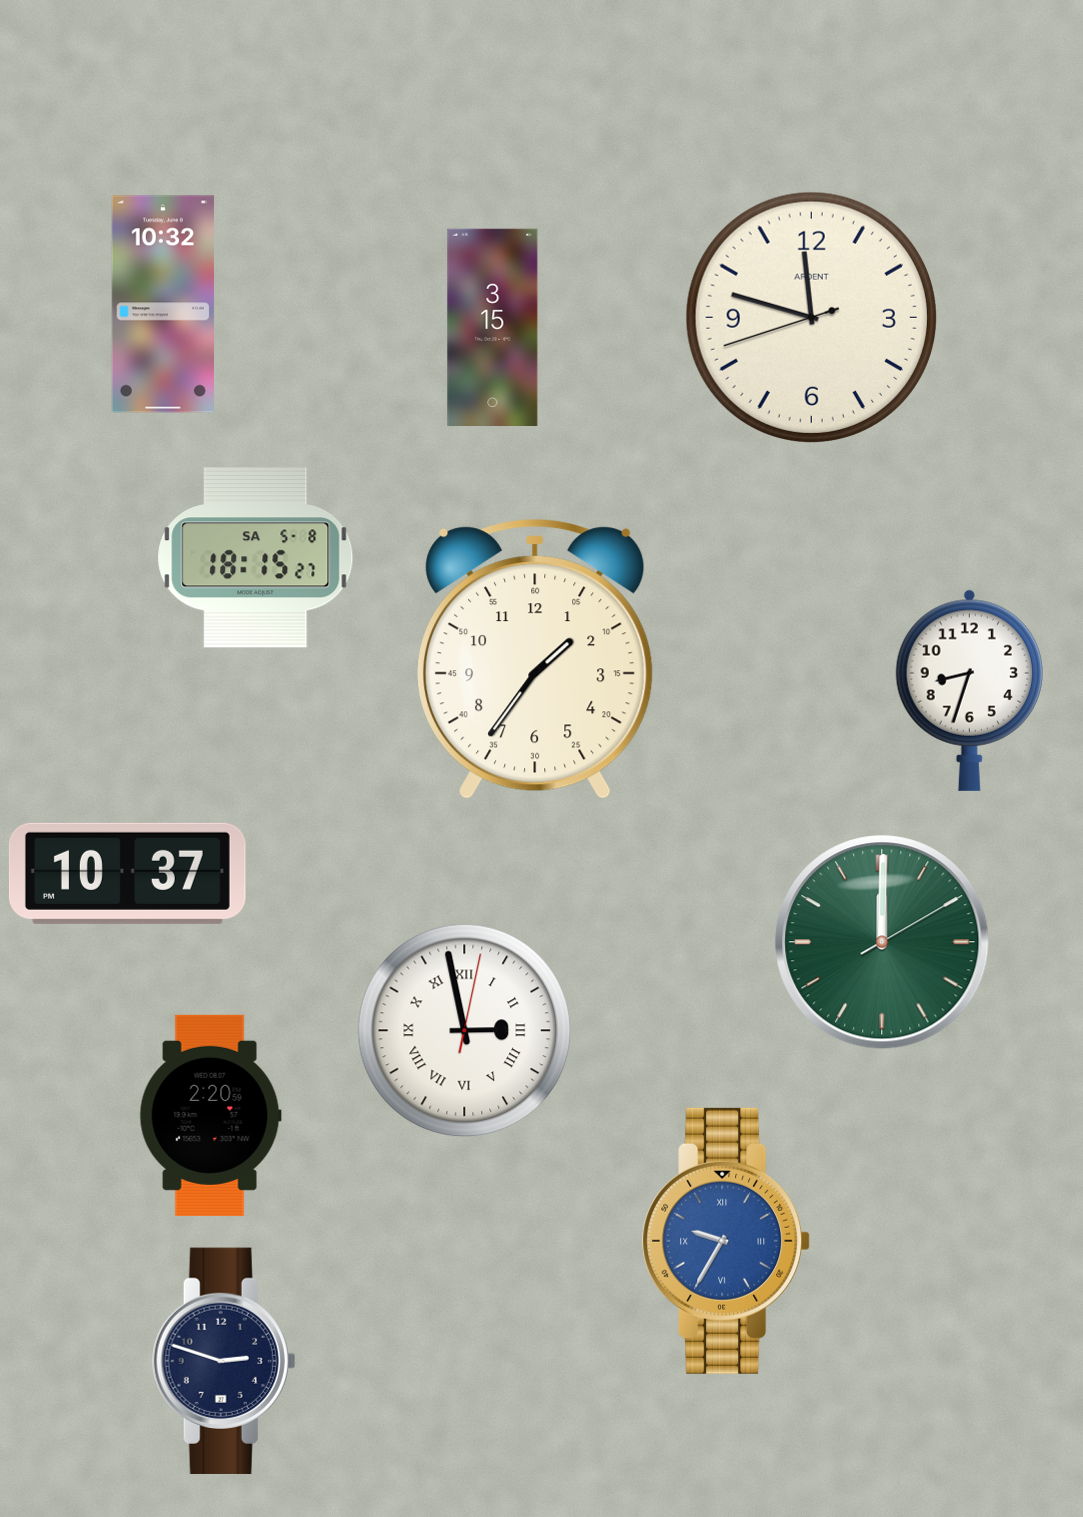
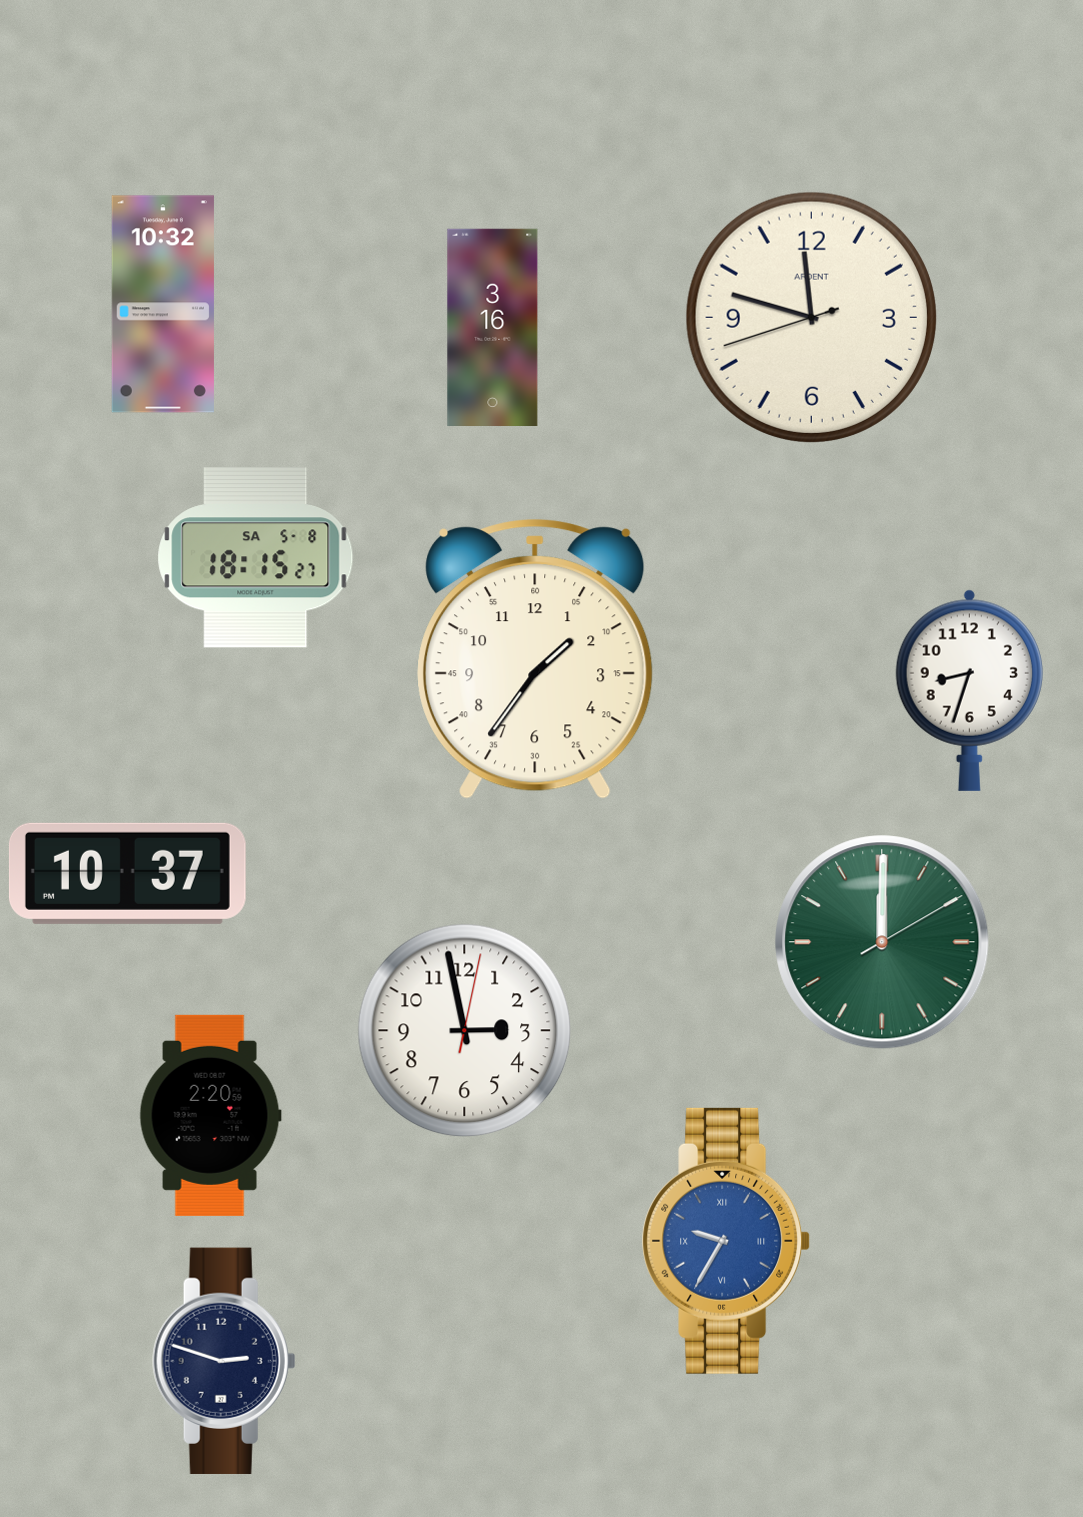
clock at (493, 327): 3:15 -> 3:16
clock at (465, 1031) numerals: Roman -> Arabic
